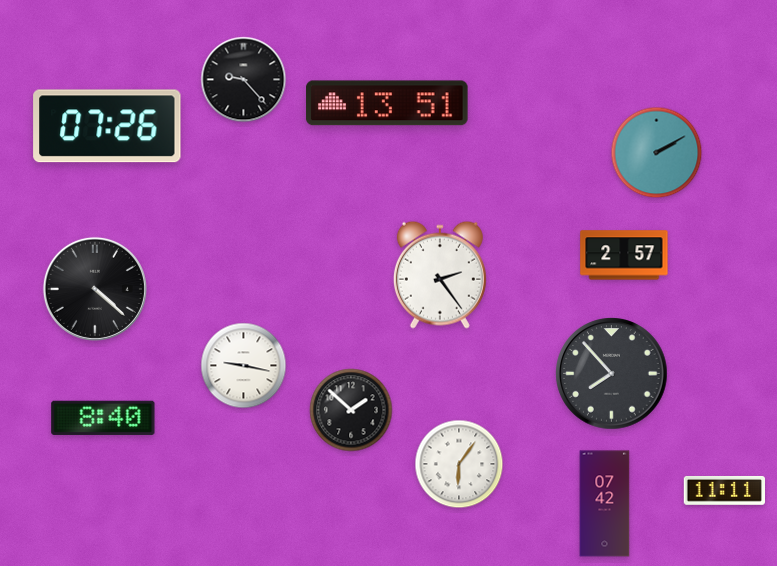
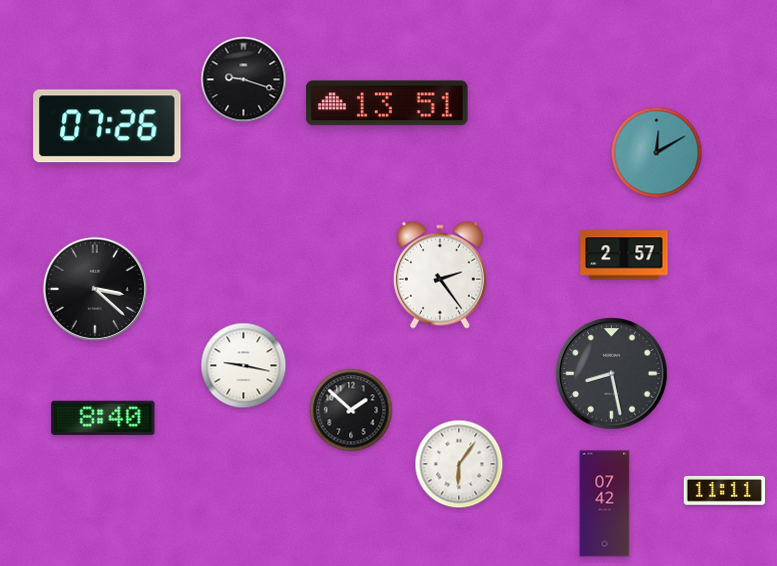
clock at (244, 80): 9:23 -> 9:18
clock at (657, 153): 2:10 -> 12:10
clock at (95, 289): 4:22 -> 3:22
clock at (612, 374): 7:53 -> 8:28
